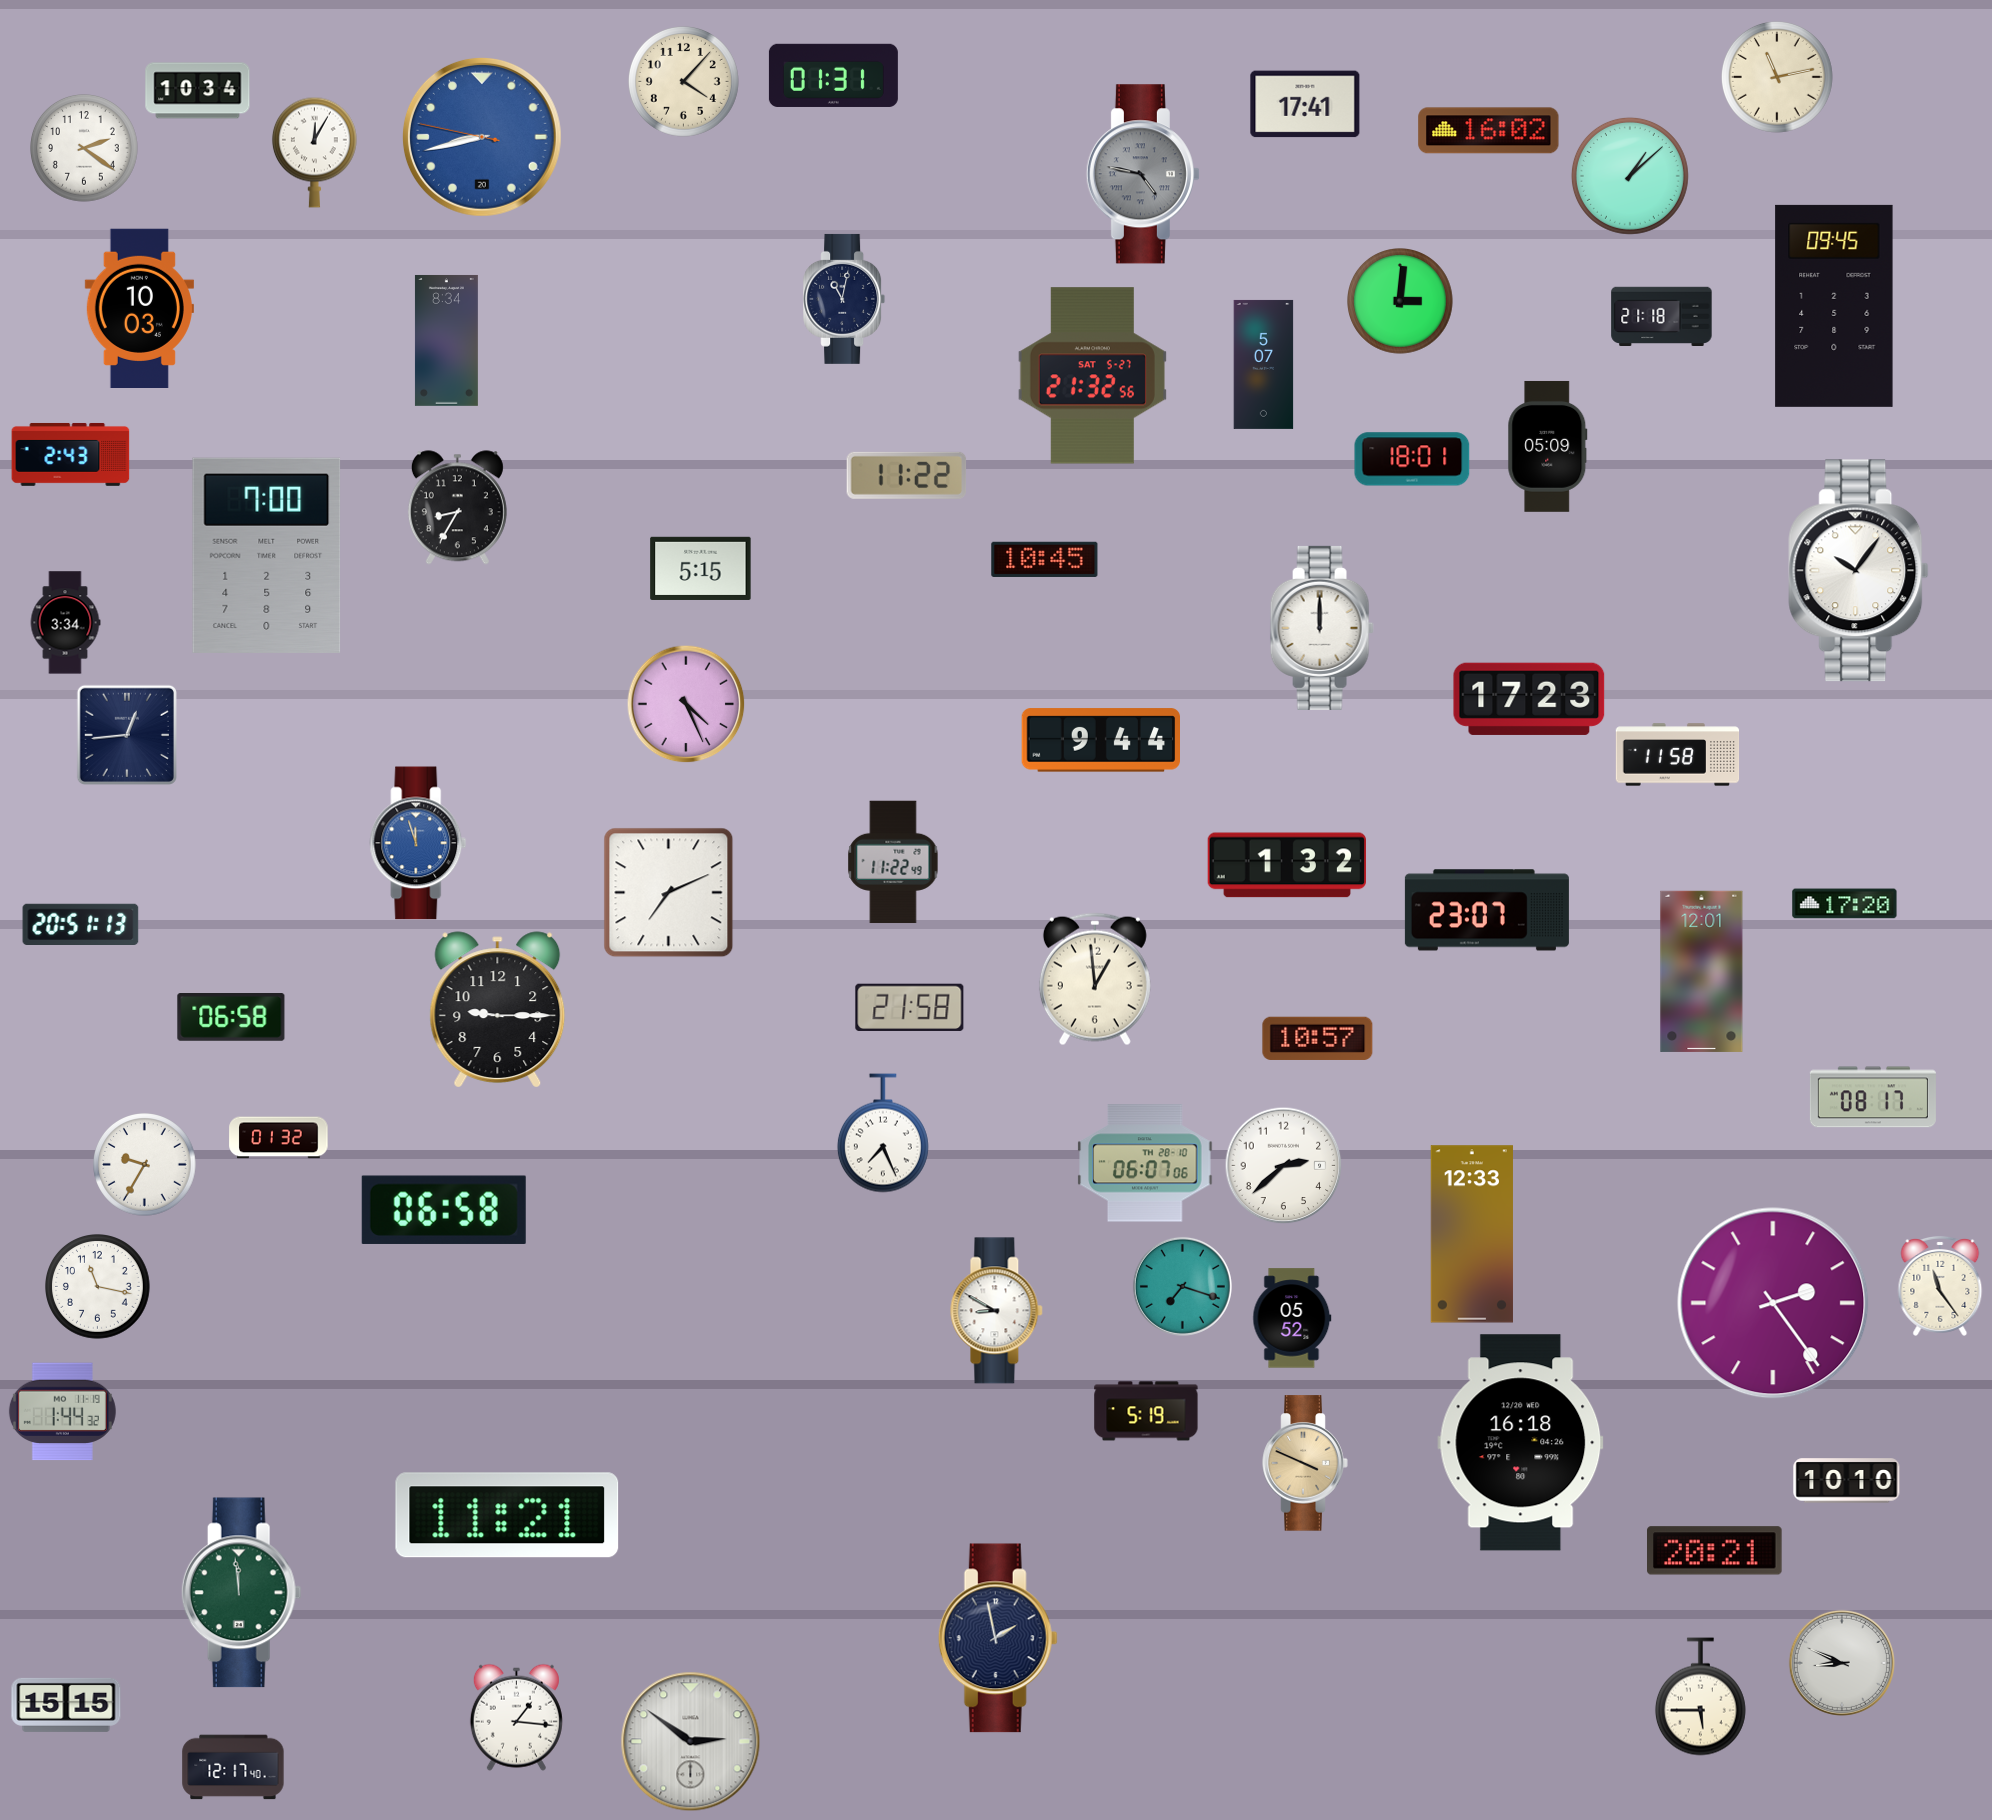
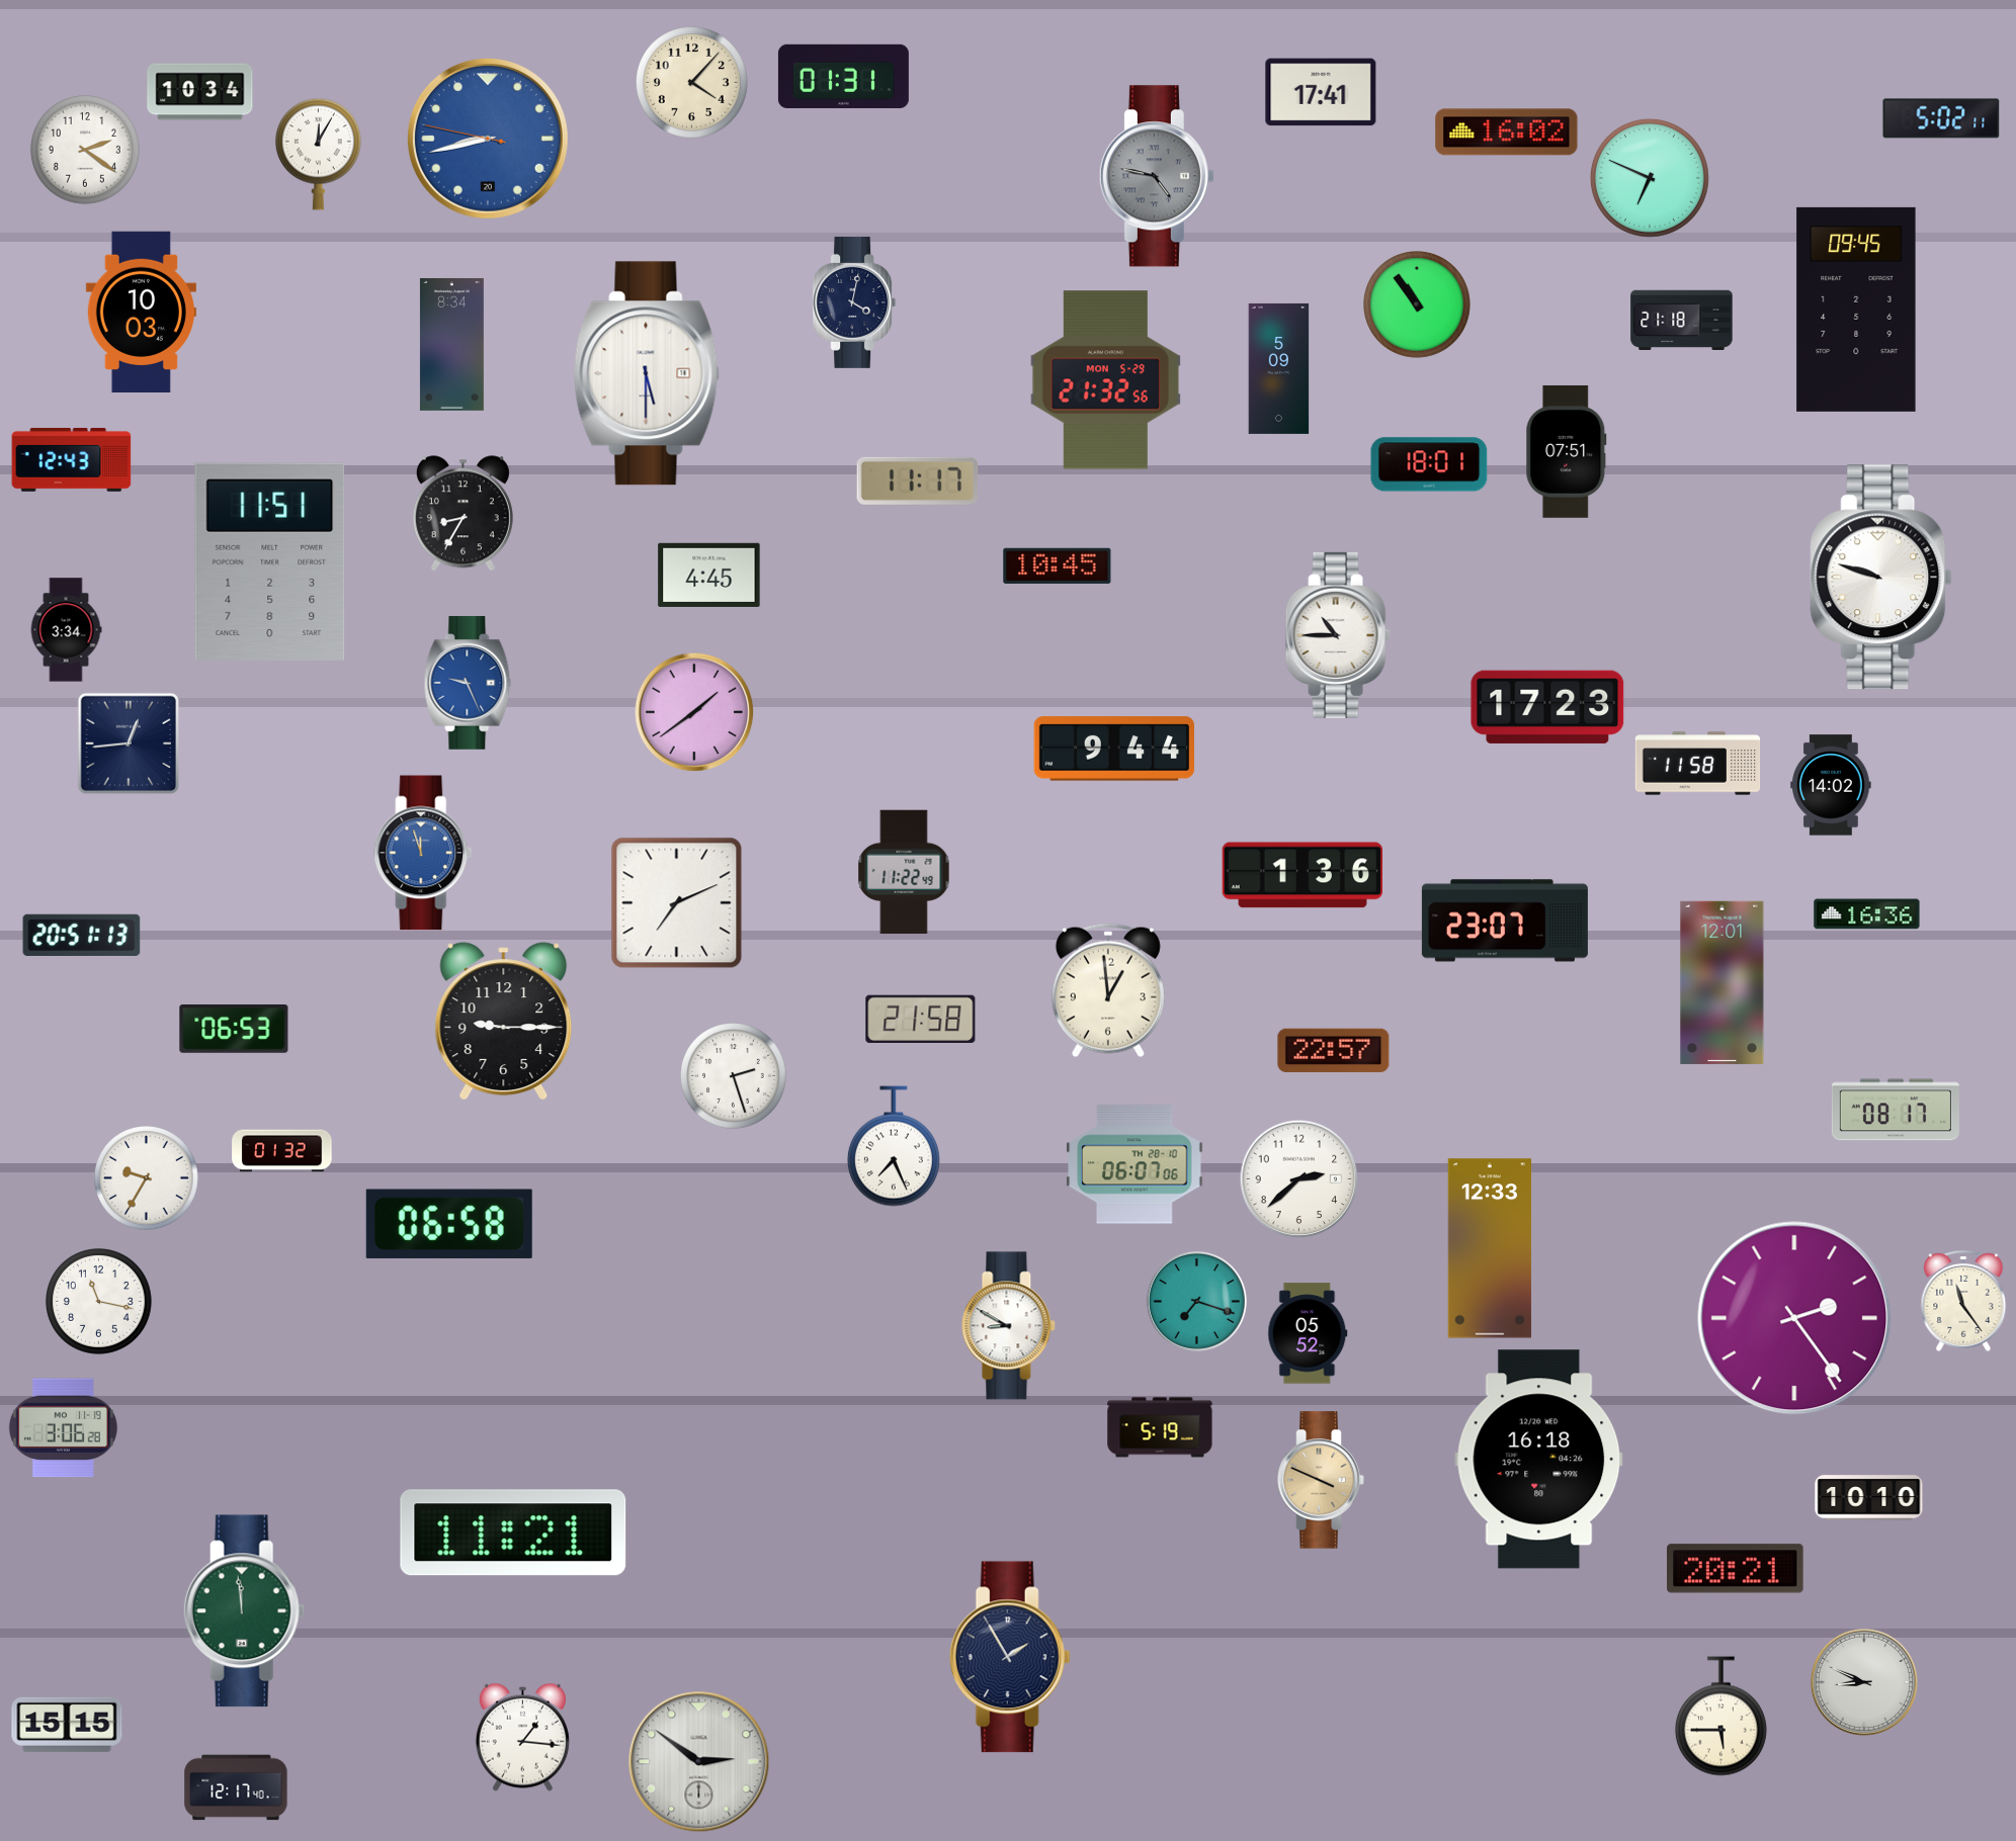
clock at (1777, 77): 11:13 -> none
clock at (1305, 104) position: (1305, 104) -> (1321, 92)
clock at (1941, 118): none -> 5:02
clock at (1630, 176): 1:08 -> 6:49
clock at (844, 299): 11:02 -> 4:02
clock at (1401, 302): 3:01 -> 10:54
clock at (1264, 364): 5:07 -> 5:09
clock at (647, 373): none -> 5:30
clock at (1092, 376) date: SAT 5-27 -> MON 5-29
clock at (1548, 446): 05:09 -> 07:51
clock at (71, 454): 2:43 -> 12:43
clock at (907, 475): 11:22 -> 11:17
clock at (267, 555): 7:00 -> 11:51
clock at (701, 568): 5:15 -> 4:45
clock at (1859, 571): 10:06 -> 9:48
clock at (1322, 628): 12:00 -> 10:45
clock at (468, 684): none -> 9:26
clock at (686, 704): 4:26 -> 1:39
clock at (1831, 785): none -> 14:02
clock at (1286, 865): 1:32 -> 1:36
clock at (1845, 904): 17:20 -> 16:36
clock at (231, 1018): 06:58 -> 06:53
clock at (1318, 1038): 10:57 -> 22:57
clock at (734, 1076): none -> 2:27
clock at (1145, 1163) position: (1145, 1163) -> (1135, 1164)
clock at (62, 1412): 1:44 -> 3:06
clock at (998, 1638): 1:58 -> 1:55
